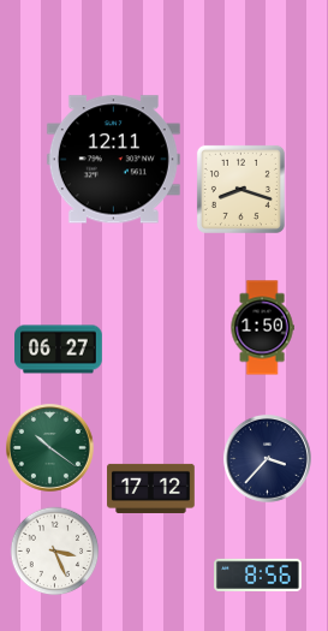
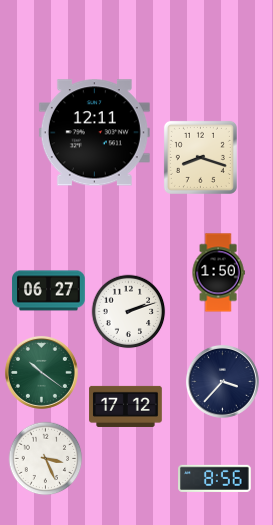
clock at (129, 312): none -> 2:12
